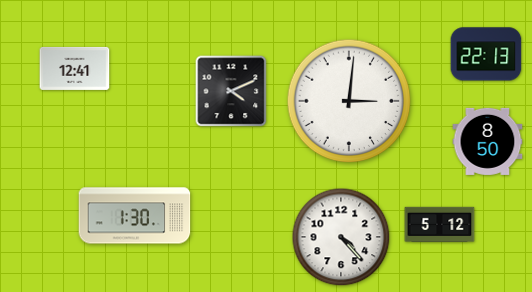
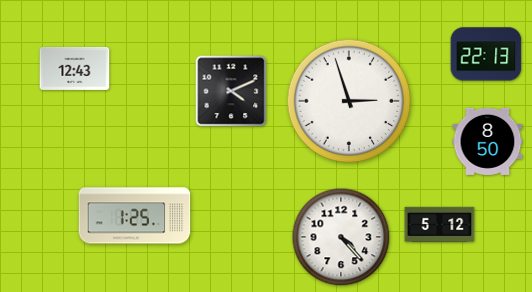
clock at (75, 68): 12:41 -> 12:43
clock at (349, 101): 3:01 -> 2:57
clock at (135, 216): 1:30 -> 1:25
